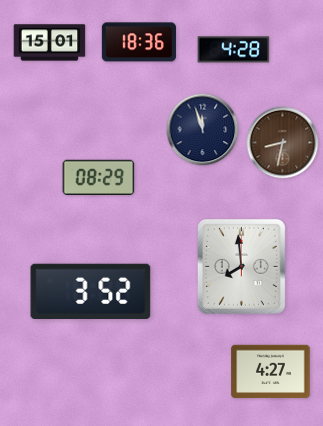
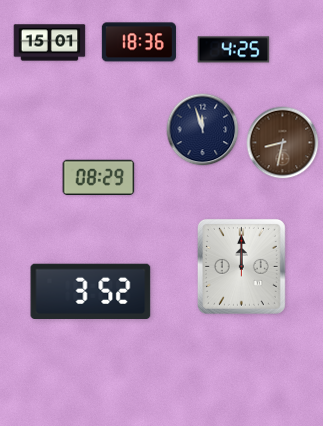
clock at (234, 50): 4:28 -> 4:25
clock at (241, 266): 7:59 -> 12:00
clock at (271, 372): 4:27 -> none
